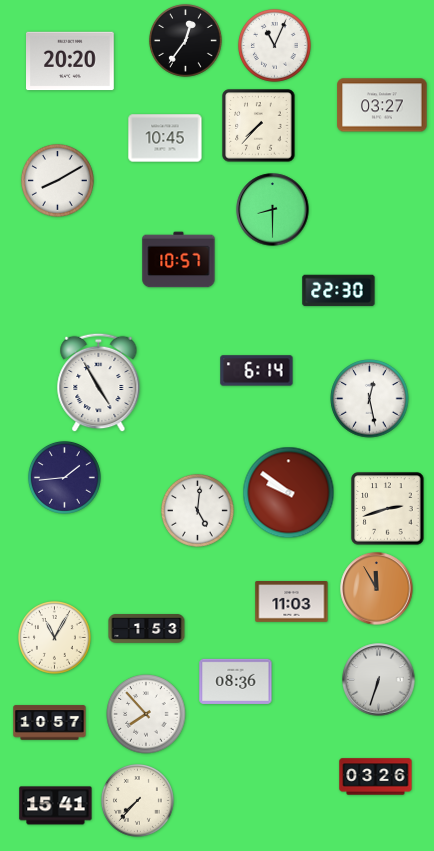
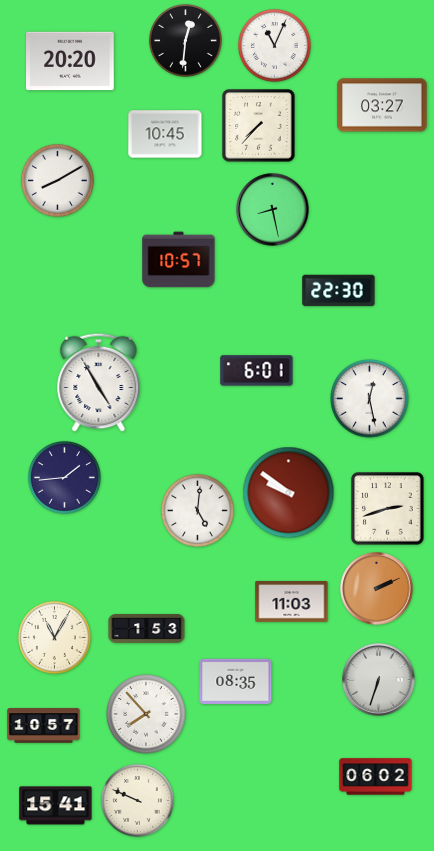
clock at (185, 40): 12:36 -> 12:31
clock at (165, 138) position: (165, 138) -> (165, 134)
clock at (273, 210): 8:30 -> 8:28
clock at (257, 371): 6:14 -> 6:01
clock at (377, 589): 11:55 -> 2:11
clock at (236, 681): 08:36 -> 08:35
clock at (50, 723) position: (50, 723) -> (44, 726)
clock at (376, 777): 03:26 -> 06:02
clock at (137, 800): 7:37 -> 9:49
